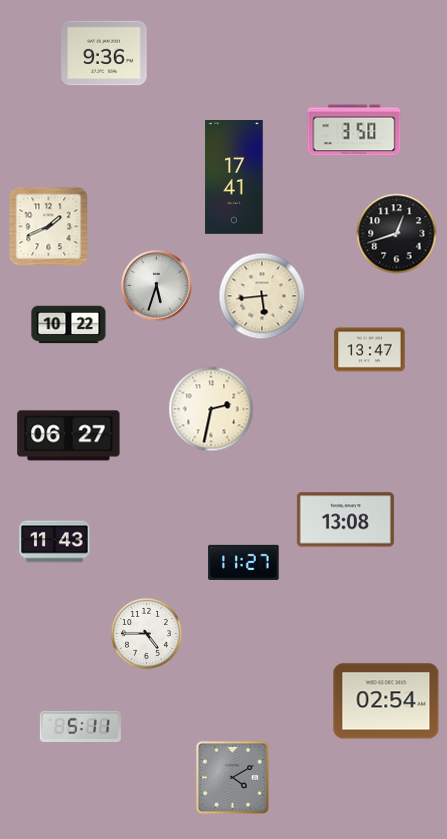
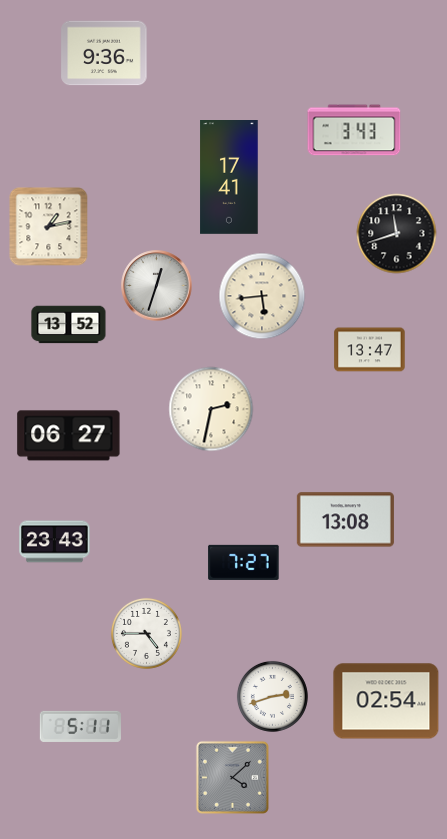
clock at (354, 130): 3:50 -> 3:43
clock at (234, 178) position: (234, 178) -> (229, 178)
clock at (49, 227): 1:41 -> 1:13
clock at (397, 234): 12:42 -> 11:42
clock at (157, 286): 5:33 -> 12:33
clock at (69, 325): 10:22 -> 13:52
clock at (55, 542): 11:43 -> 23:43
clock at (244, 562): 11:27 -> 7:27
clock at (272, 696): none -> 2:42
clock at (232, 777): 4:10 -> 4:08
